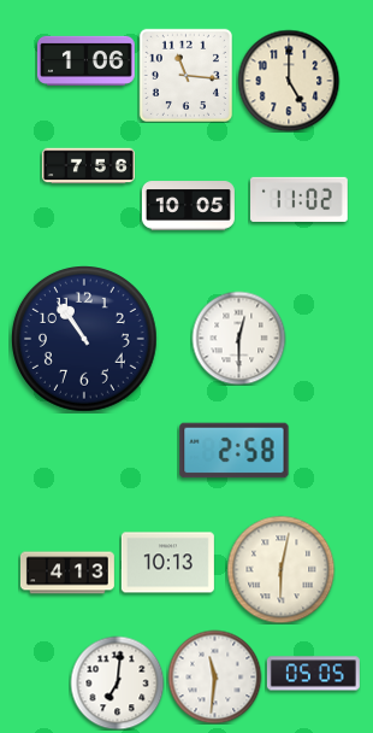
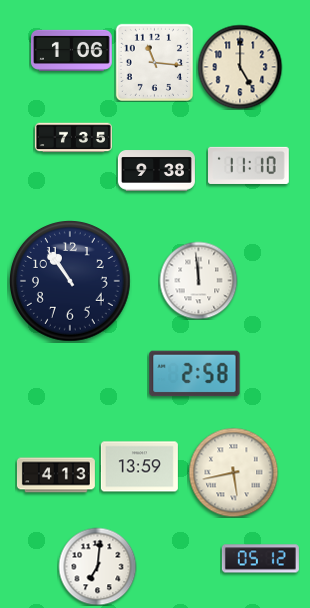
clock at (88, 166): 7:56 -> 7:35
clock at (300, 199): 11:02 -> 11:10
clock at (188, 206): 10:05 -> 9:38
clock at (238, 338): 12:30 -> 11:59
clock at (167, 563): 10:13 -> 13:59
clock at (280, 569): 6:02 -> 5:43
clock at (313, 674): 05:05 -> 05:12
clock at (214, 676): 11:31 -> none
